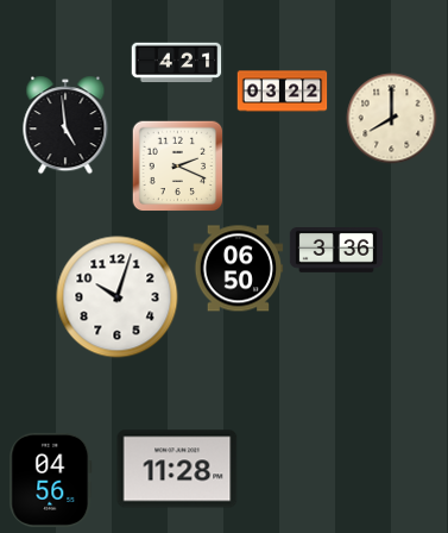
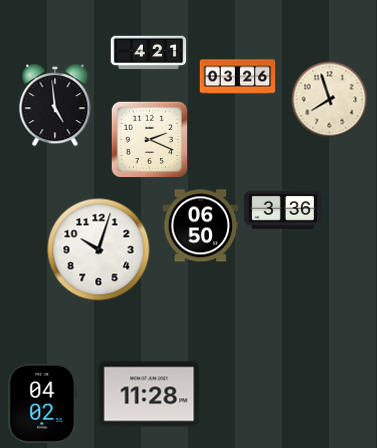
clock at (283, 92): 03:22 -> 03:26
clock at (392, 119): 8:00 -> 7:57
clock at (51, 479): 04:56 -> 04:02
